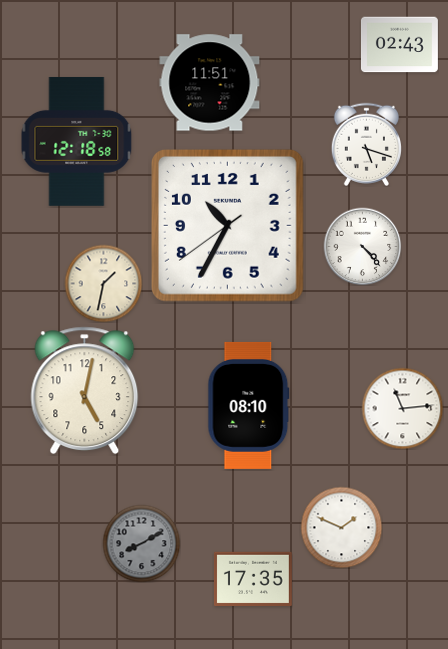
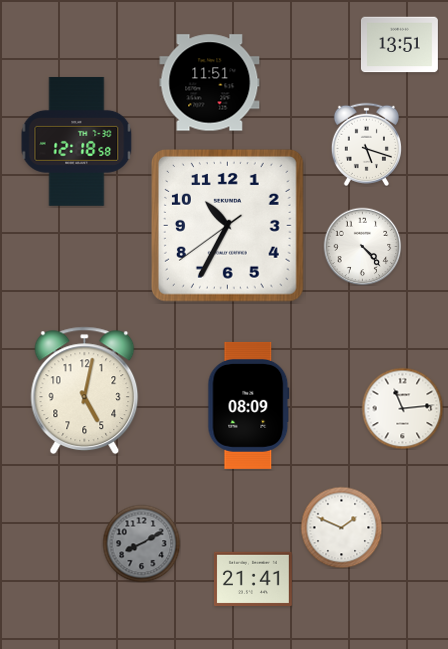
clock at (399, 45): 02:43 -> 13:51
clock at (103, 283): 1:32 -> none
clock at (249, 405): 08:10 -> 08:09
clock at (253, 578): 17:35 -> 21:41
